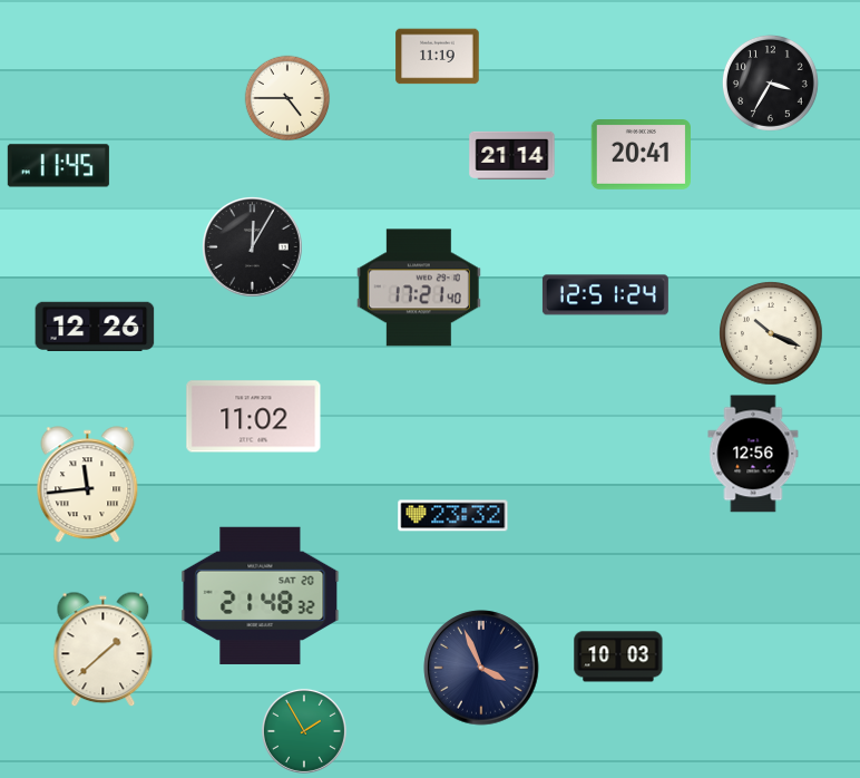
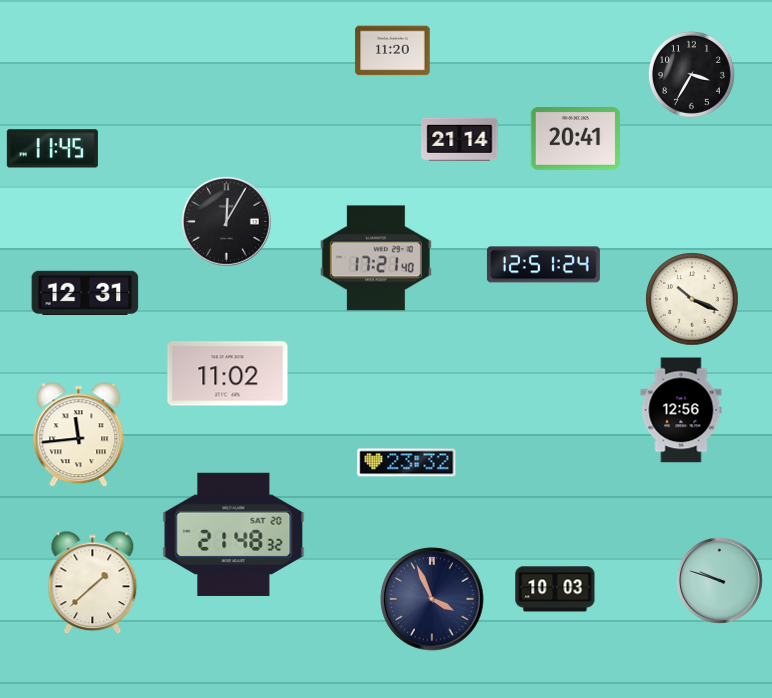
clock at (438, 57): 11:19 -> 11:20
clock at (287, 98): 4:45 -> none
clock at (95, 327): 12:26 -> 12:31
clock at (753, 454) position: (753, 454) -> (681, 410)
clock at (720, 581): none -> 9:48
clock at (304, 731): 1:55 -> none
